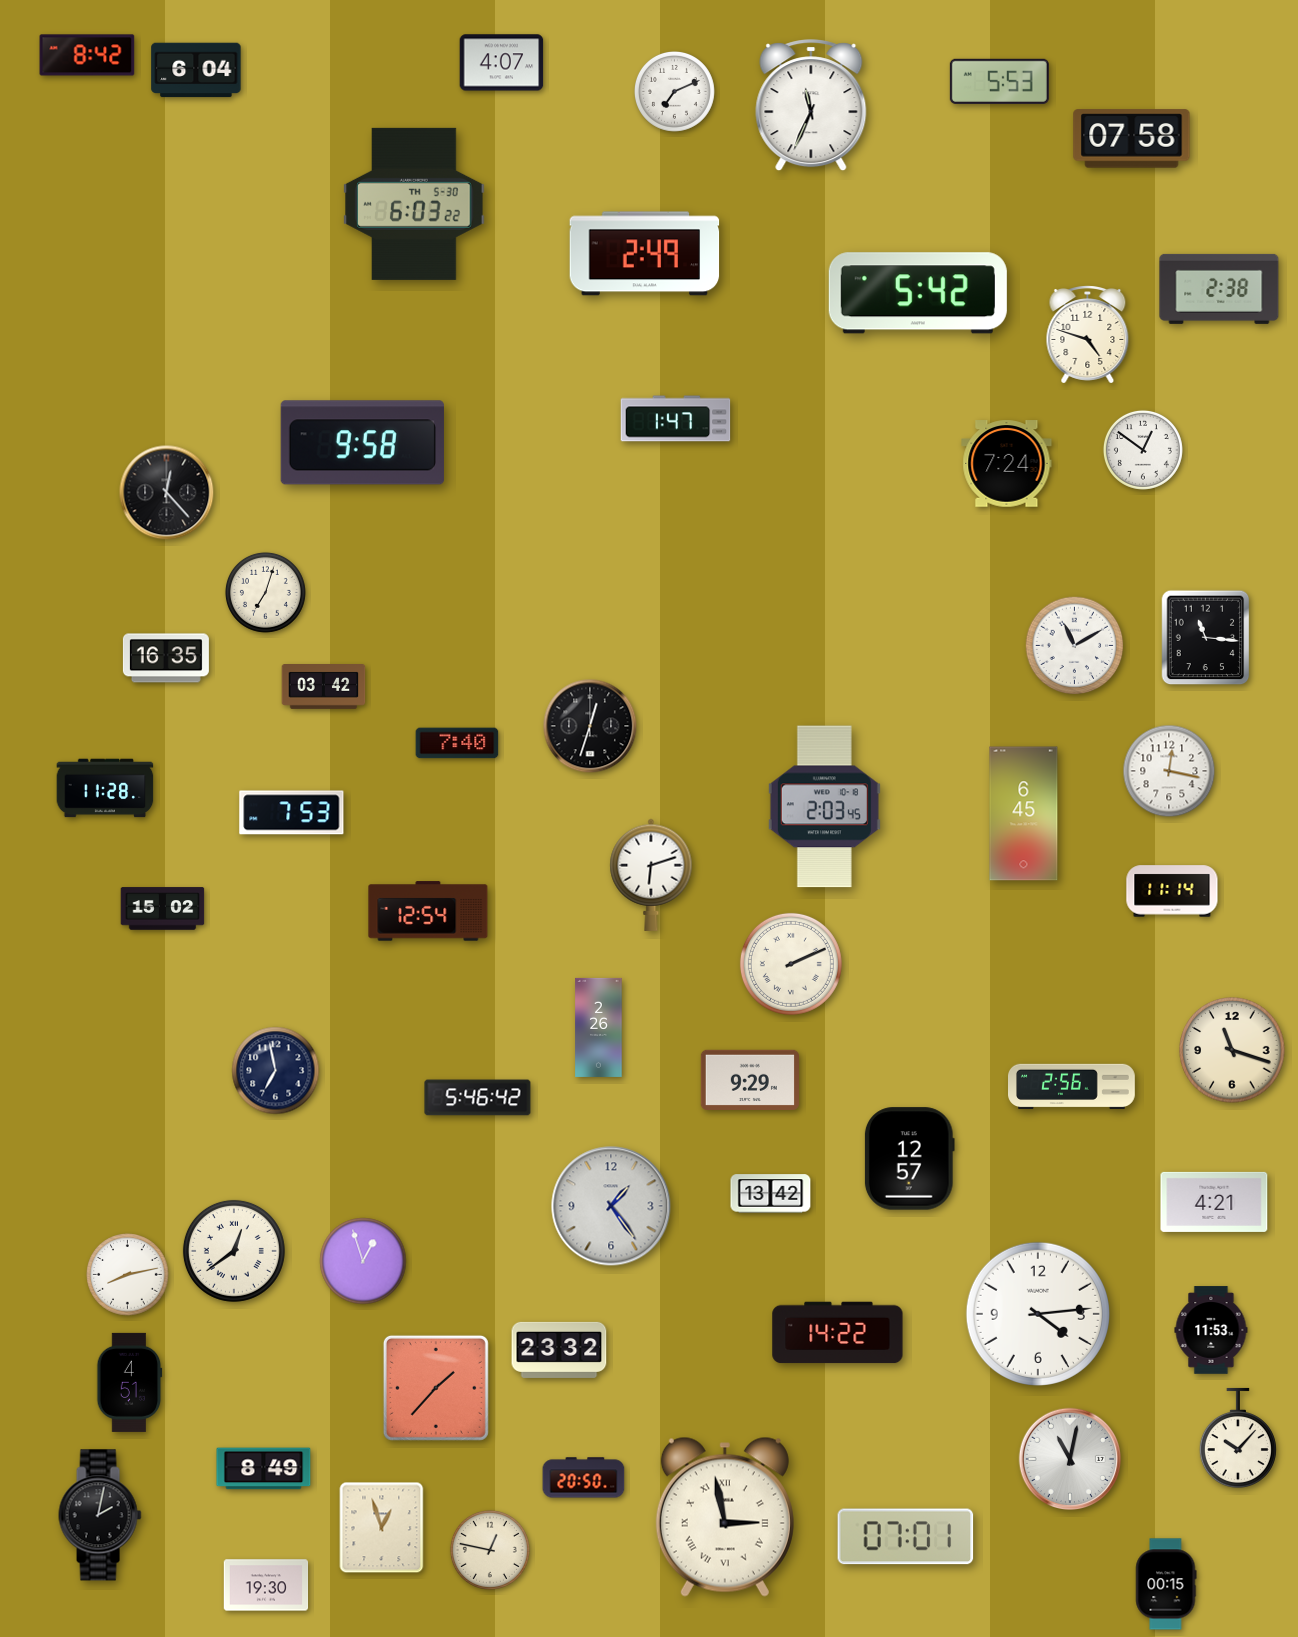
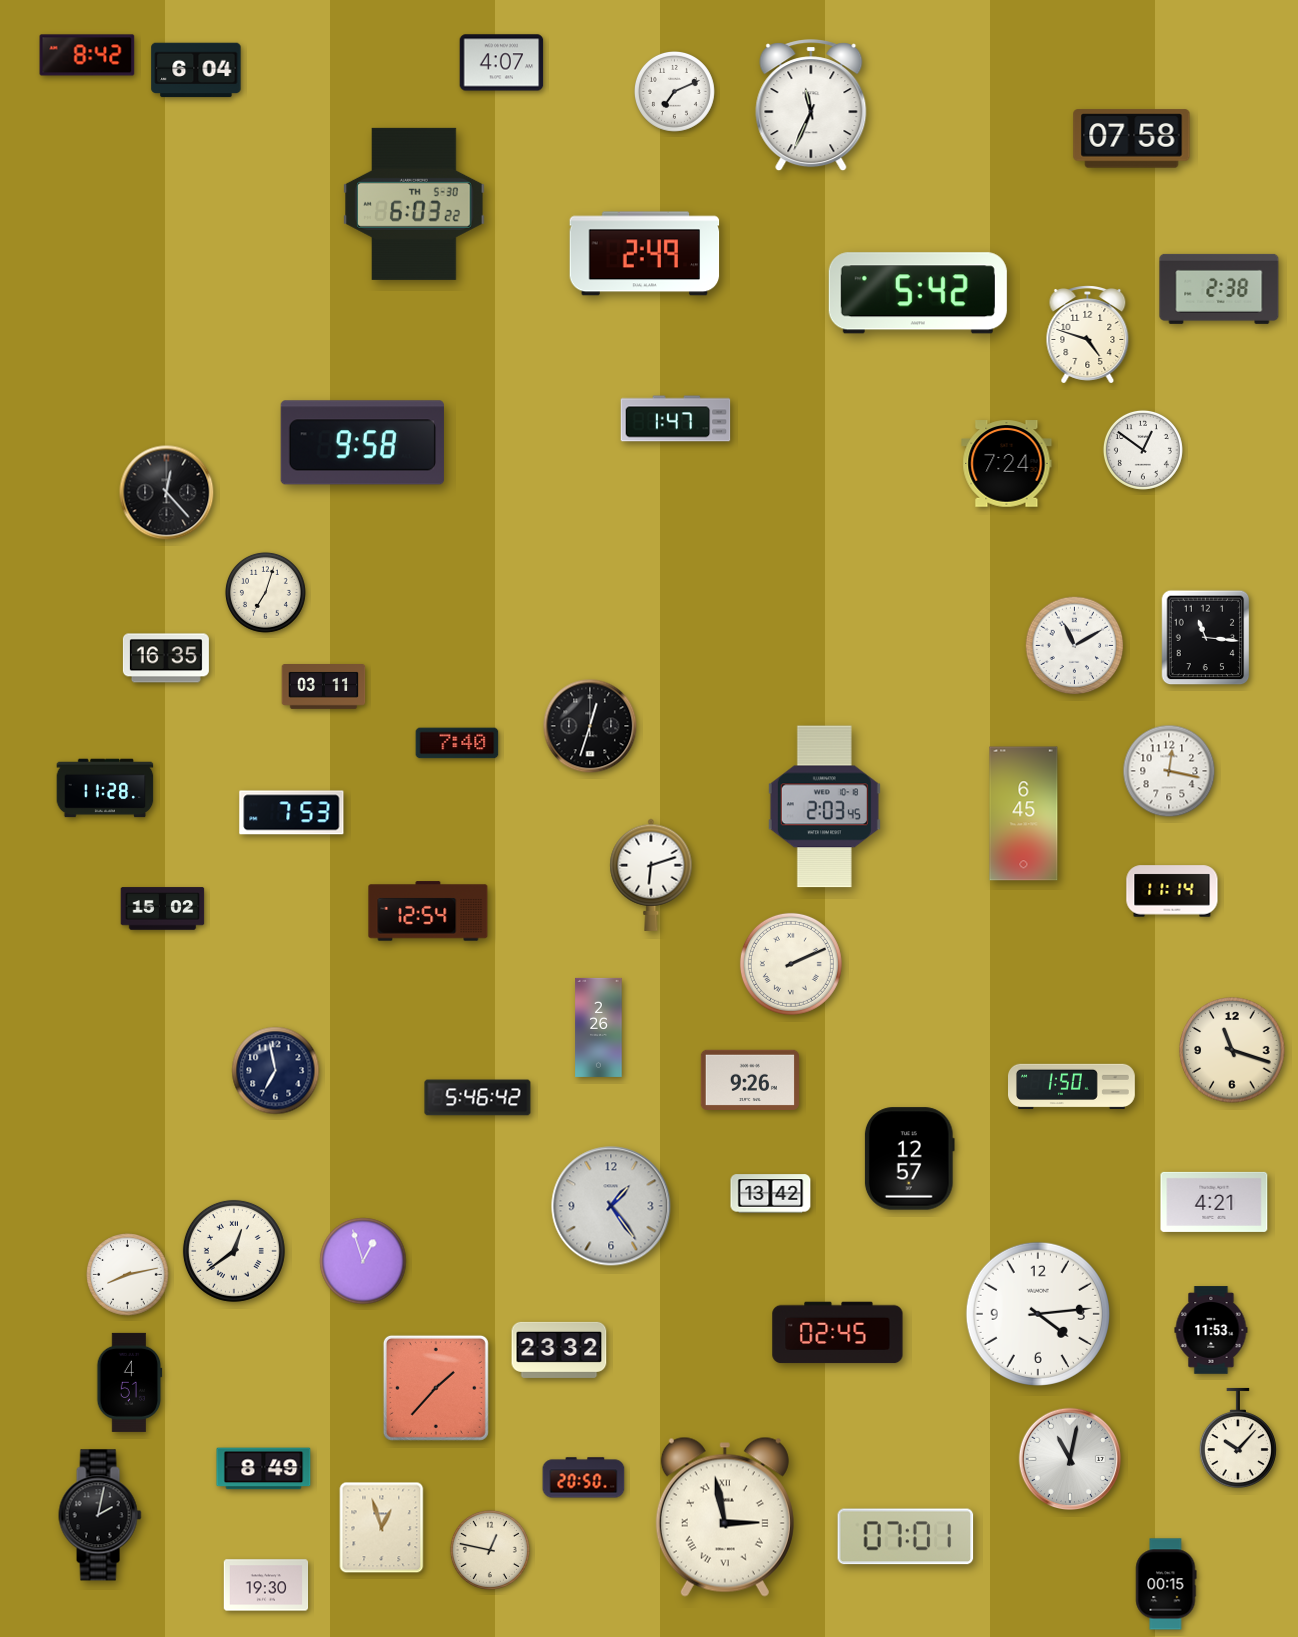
clock at (999, 81): 5:53 -> none
clock at (324, 687): 03:42 -> 03:11
clock at (750, 1080): 9:29 -> 9:26
clock at (1072, 1087): 2:56 -> 1:50
clock at (838, 1333): 14:22 -> 02:45
